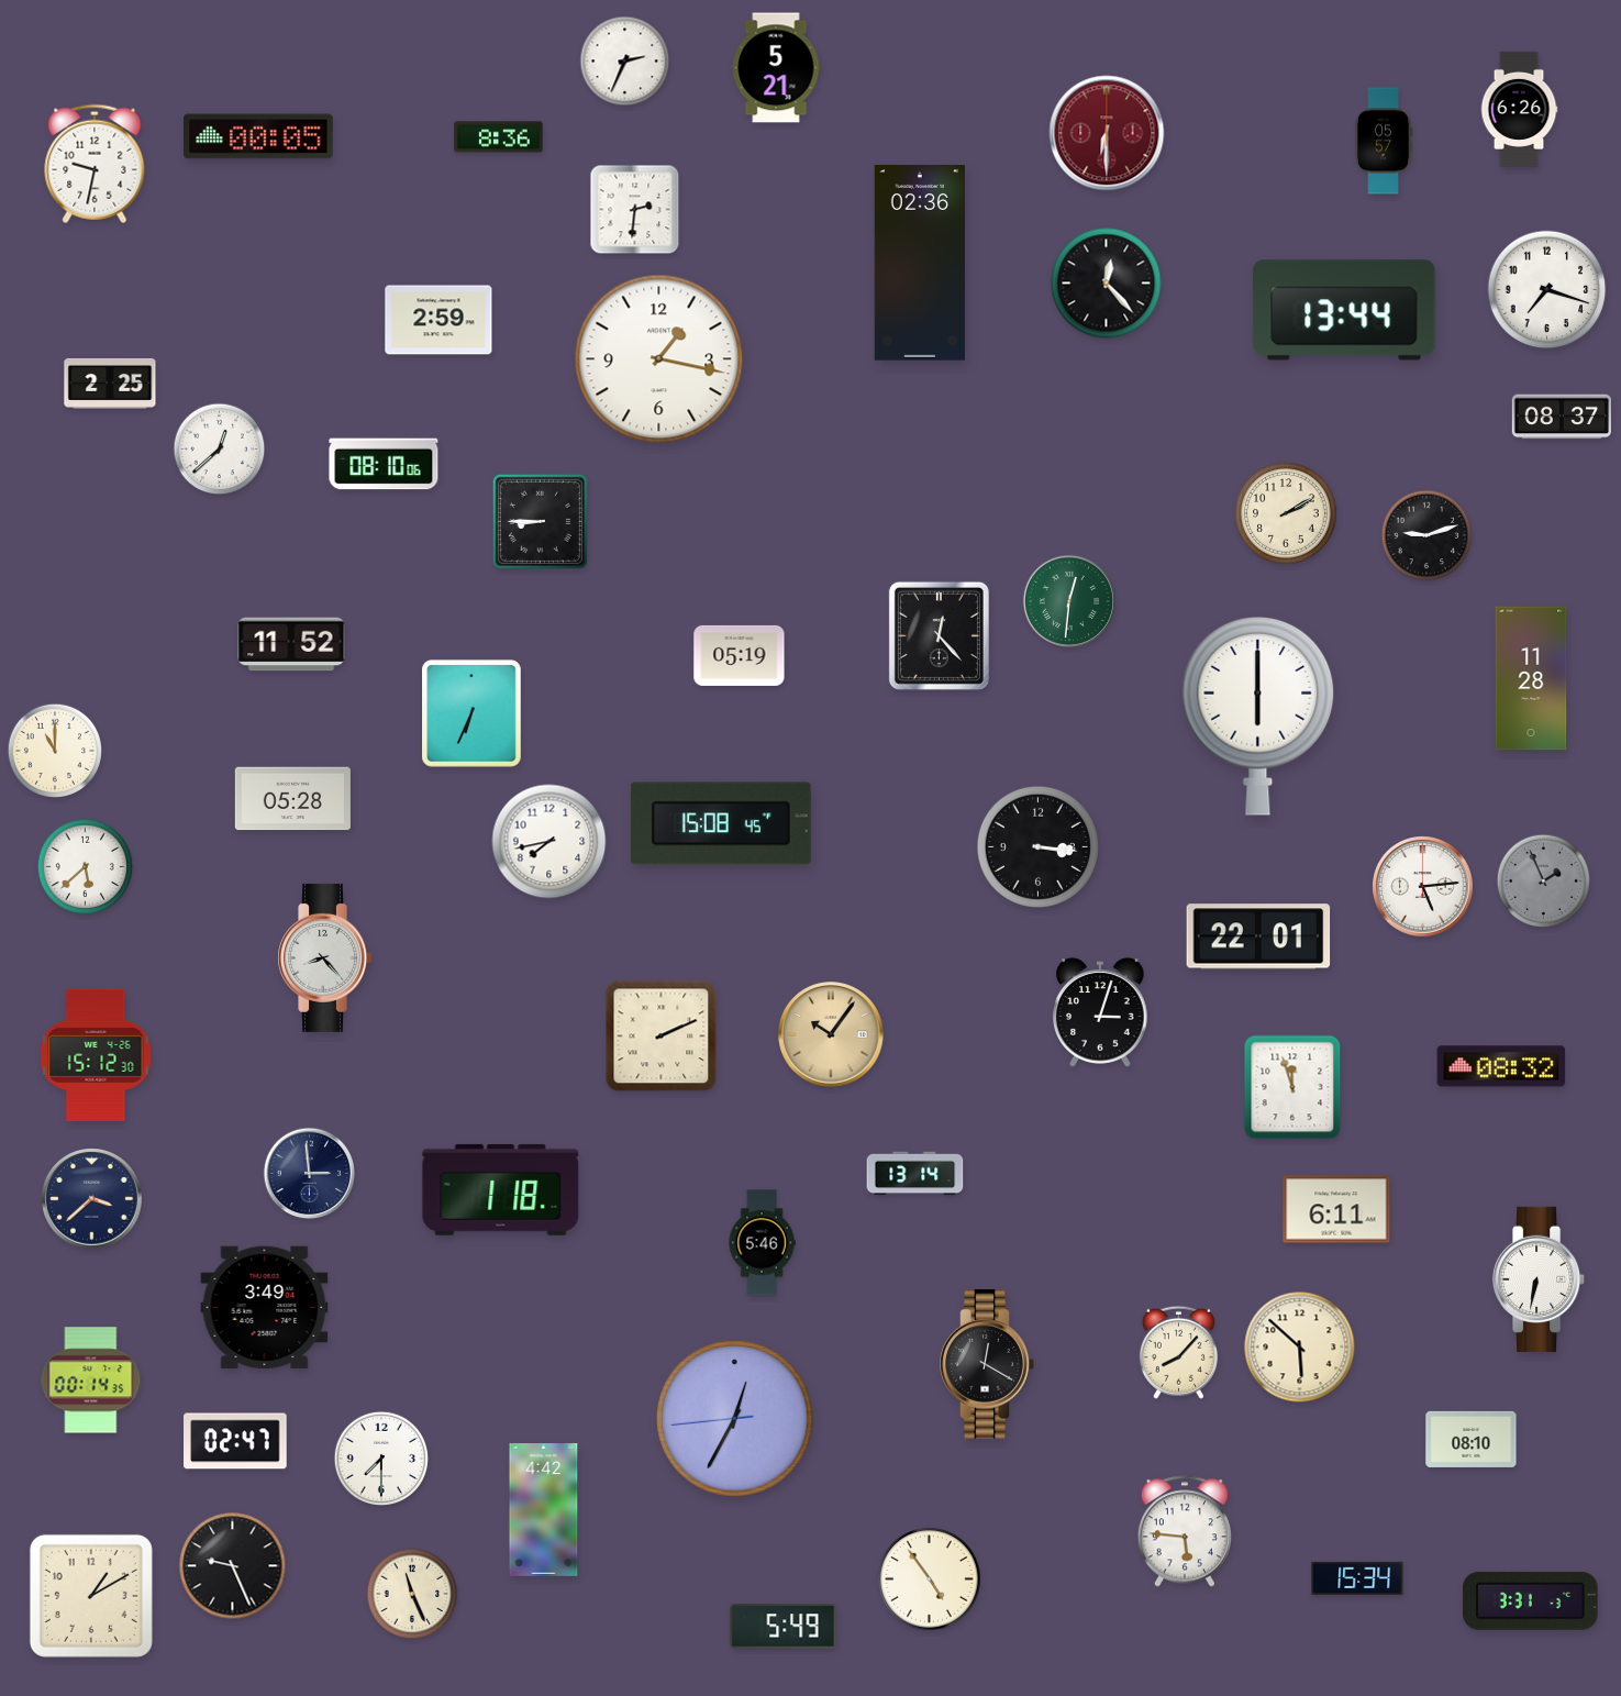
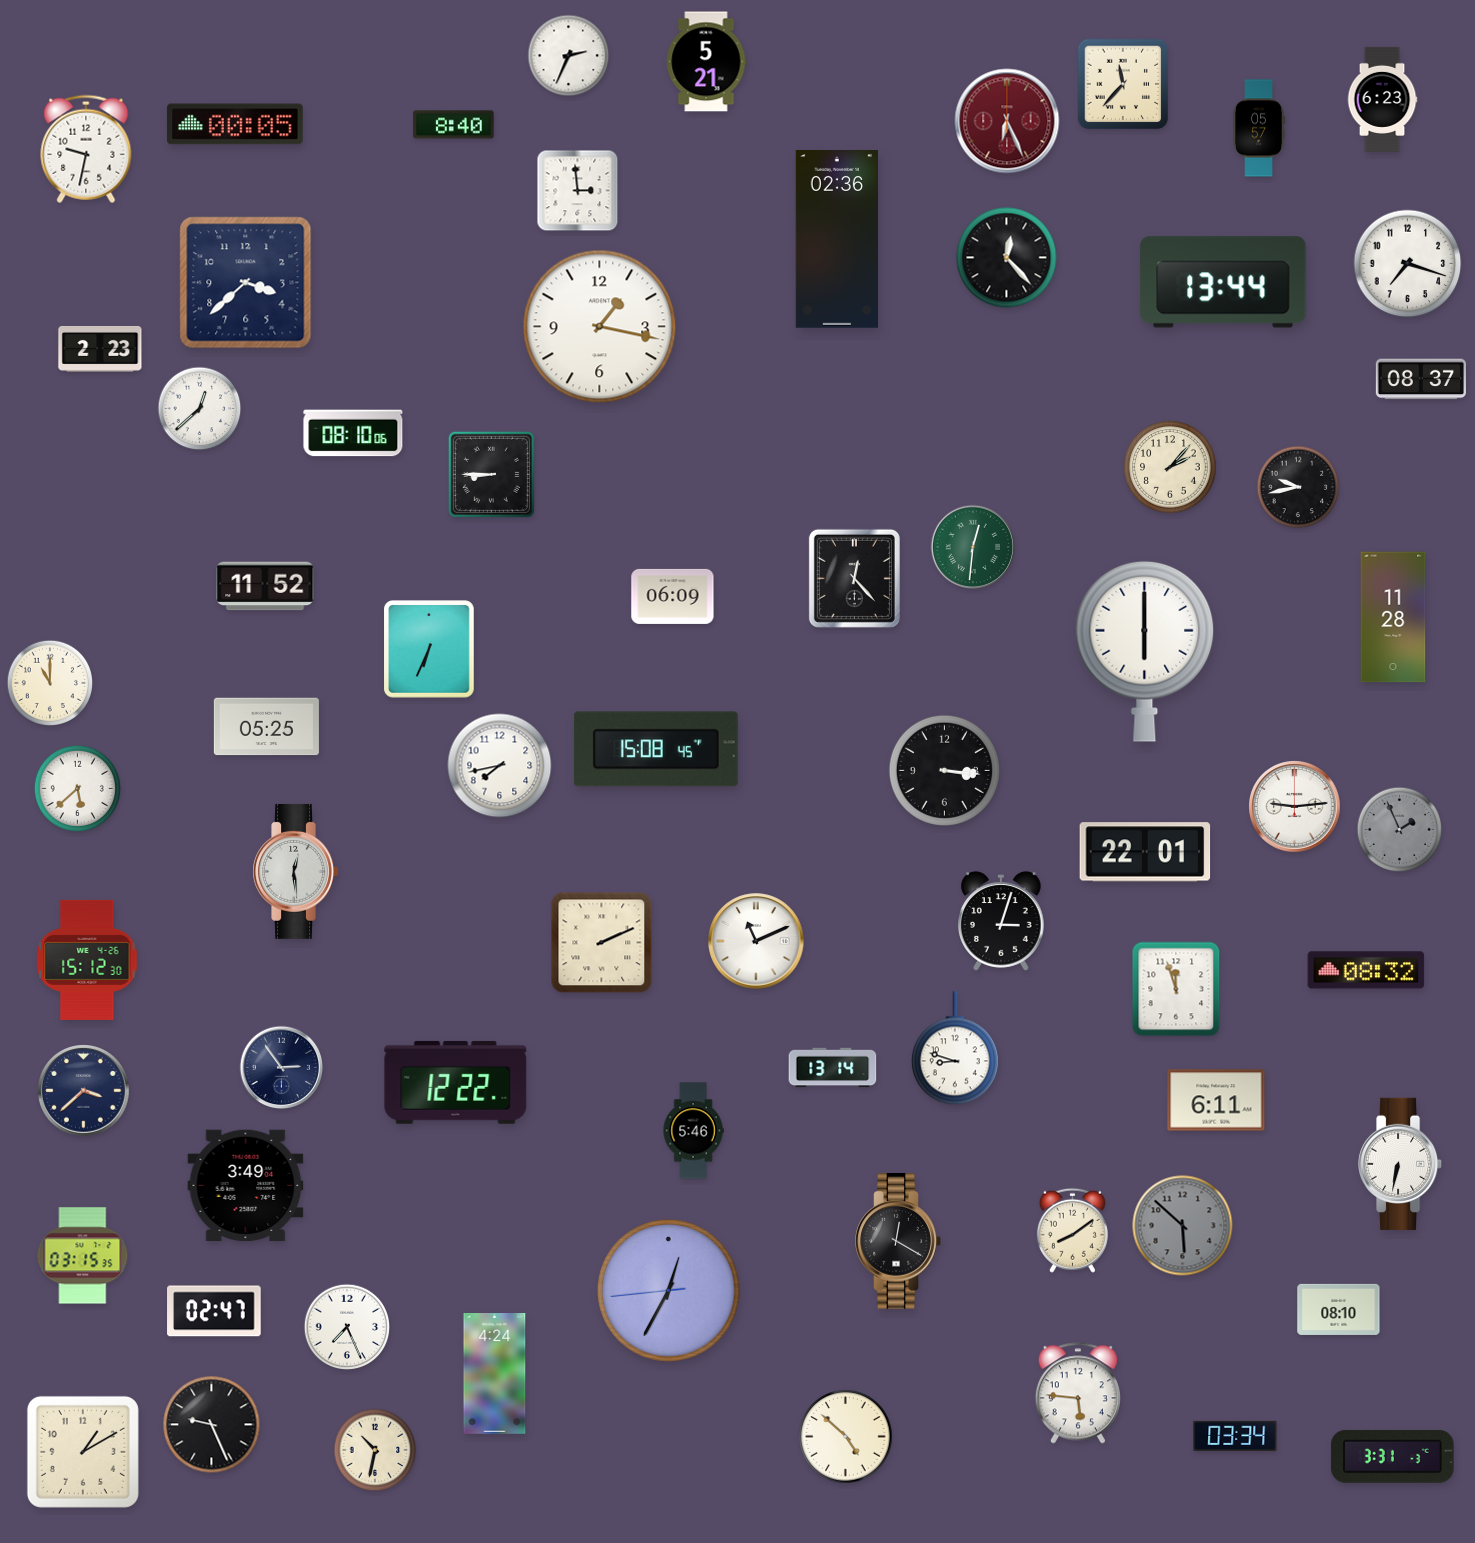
clock at (1123, 84): none -> 11:37
clock at (1519, 109): 6:26 -> 6:23
clock at (1107, 133): 6:30 -> 6:26
clock at (499, 137): 8:36 -> 8:40
clock at (635, 210): 2:31 -> 2:59
clock at (246, 283): none -> 3:38
clock at (438, 320): 2:59 -> none
clock at (110, 384): 2:25 -> 2:23
clock at (384, 464) position: (384, 464) -> (353, 433)
clock at (1286, 513): 2:10 -> 2:07
clock at (1426, 535): 9:12 -> 9:43
clock at (740, 655): 05:19 -> 06:09
clock at (292, 799): 05:28 -> 05:25
clock at (1544, 882) position: (1544, 882) -> (1400, 830)
clock at (1423, 887): 5:14 -> 9:14
clock at (324, 957): 8:23 -> 12:29
clock at (831, 1034): 10:06 -> 11:11
clock at (831, 1034) dial: champagne -> white
clock at (955, 1048): none -> 8:48
clock at (310, 1174): 2:59 -> 2:54
clock at (501, 1189): 1:18 -> 12:22
clock at (265, 1308) position: (265, 1308) -> (246, 1186)
clock at (1300, 1348) dial: cream -> grey
clock at (1178, 1352): 8:07 -> 8:09
clock at (91, 1381): 00:14 -> 03:15
clock at (380, 1459): 7:30 -> 7:26
clock at (544, 1510): 4:42 -> 4:24
clock at (1357, 1578): 15:34 -> 03:34
clock at (930, 1579): 4:54 -> 4:52
clock at (412, 1594): 11:26 -> 10:32
clock at (784, 1627): 5:49 -> none
